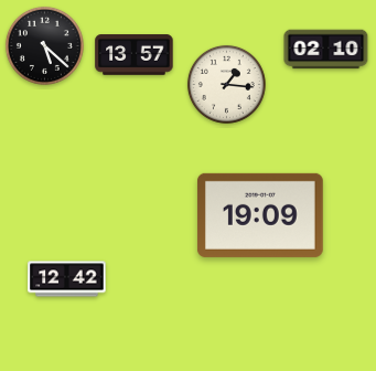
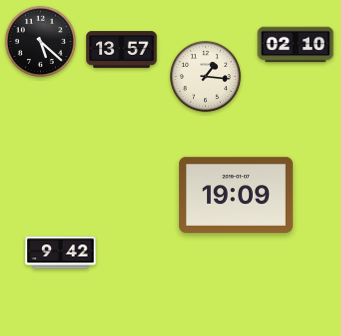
clock at (67, 279): 12:42 -> 9:42
